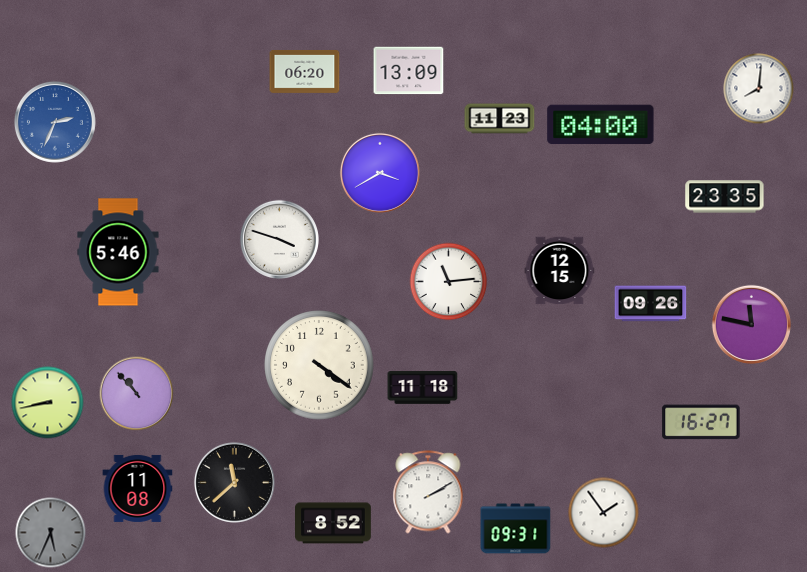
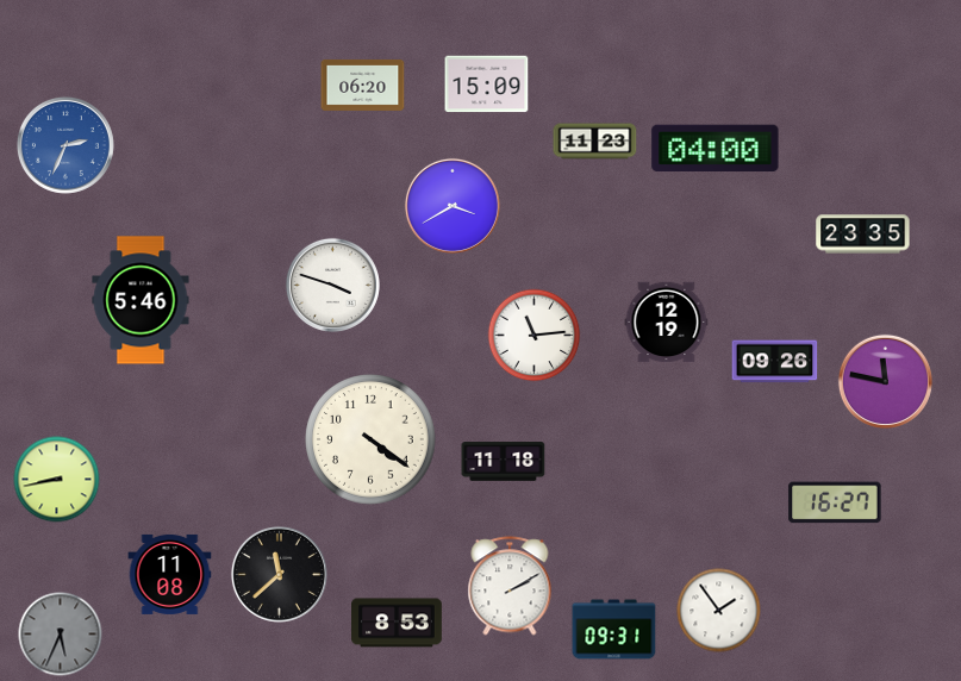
clock at (409, 71): 13:09 -> 15:09
clock at (759, 89): 8:01 -> none
clock at (560, 271): 12:15 -> 12:19
clock at (751, 324) position: (751, 324) -> (885, 381)
clock at (319, 365) position: (319, 365) -> (370, 439)
clock at (137, 394): 10:53 -> none
clock at (138, 488) position: (138, 488) -> (170, 574)
clock at (333, 523): 8:52 -> 8:53
